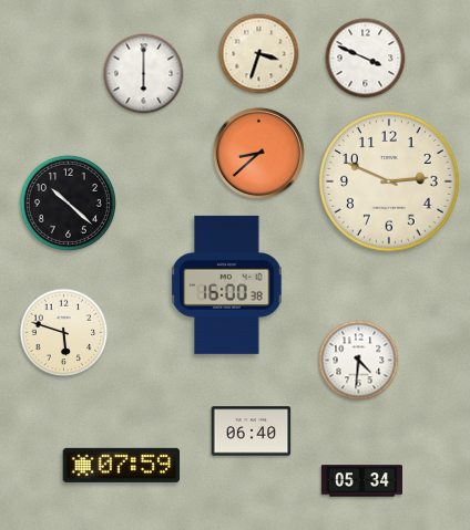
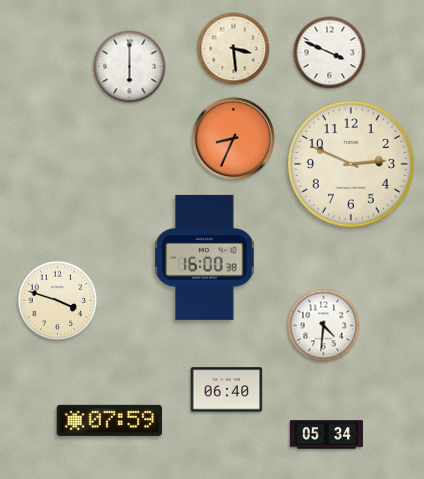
clock at (259, 54): 3:33 -> 3:29
clock at (258, 153): 8:38 -> 8:34
clock at (68, 202): 10:22 -> none
clock at (64, 333): 5:48 -> 3:48
